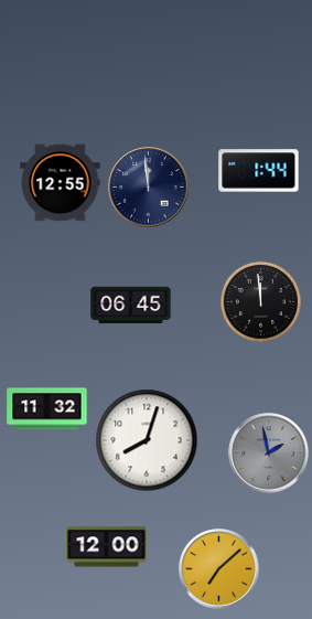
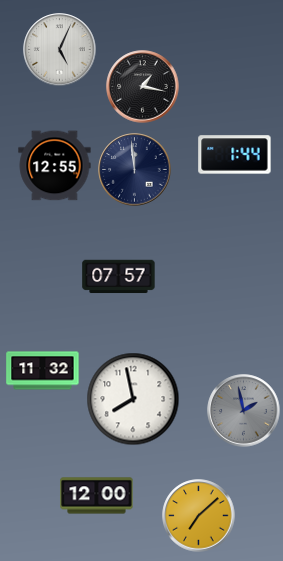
clock at (60, 50): none -> 5:04
clock at (143, 87): none -> 1:17
clock at (260, 301): 11:59 -> none
clock at (131, 306): 06:45 -> 07:57
clock at (147, 440): 8:03 -> 7:58
